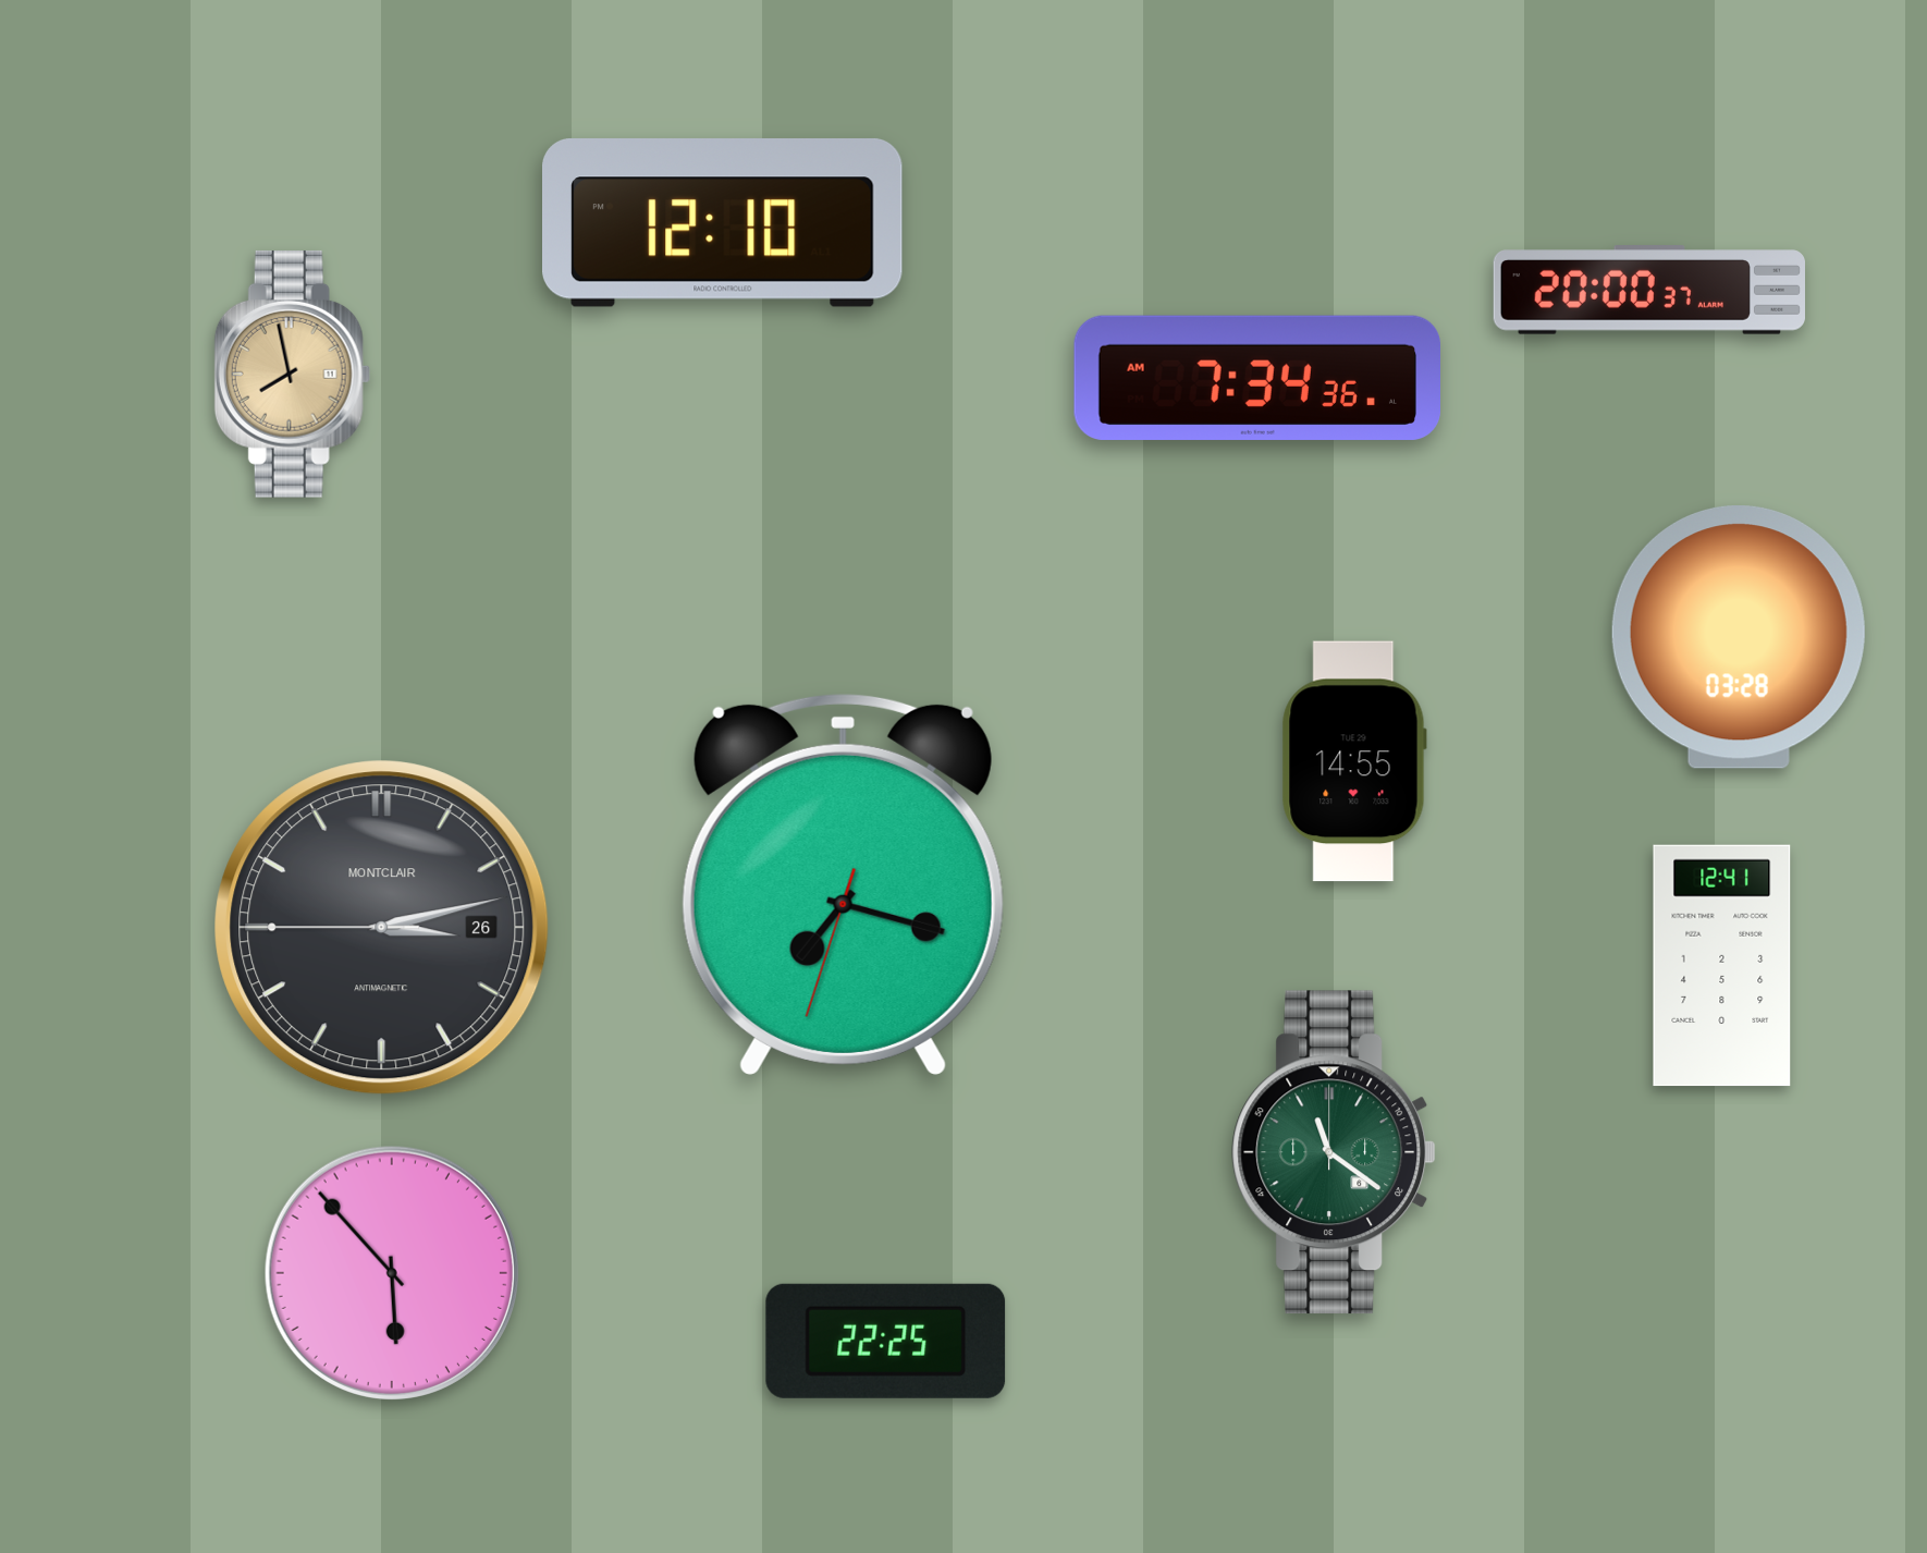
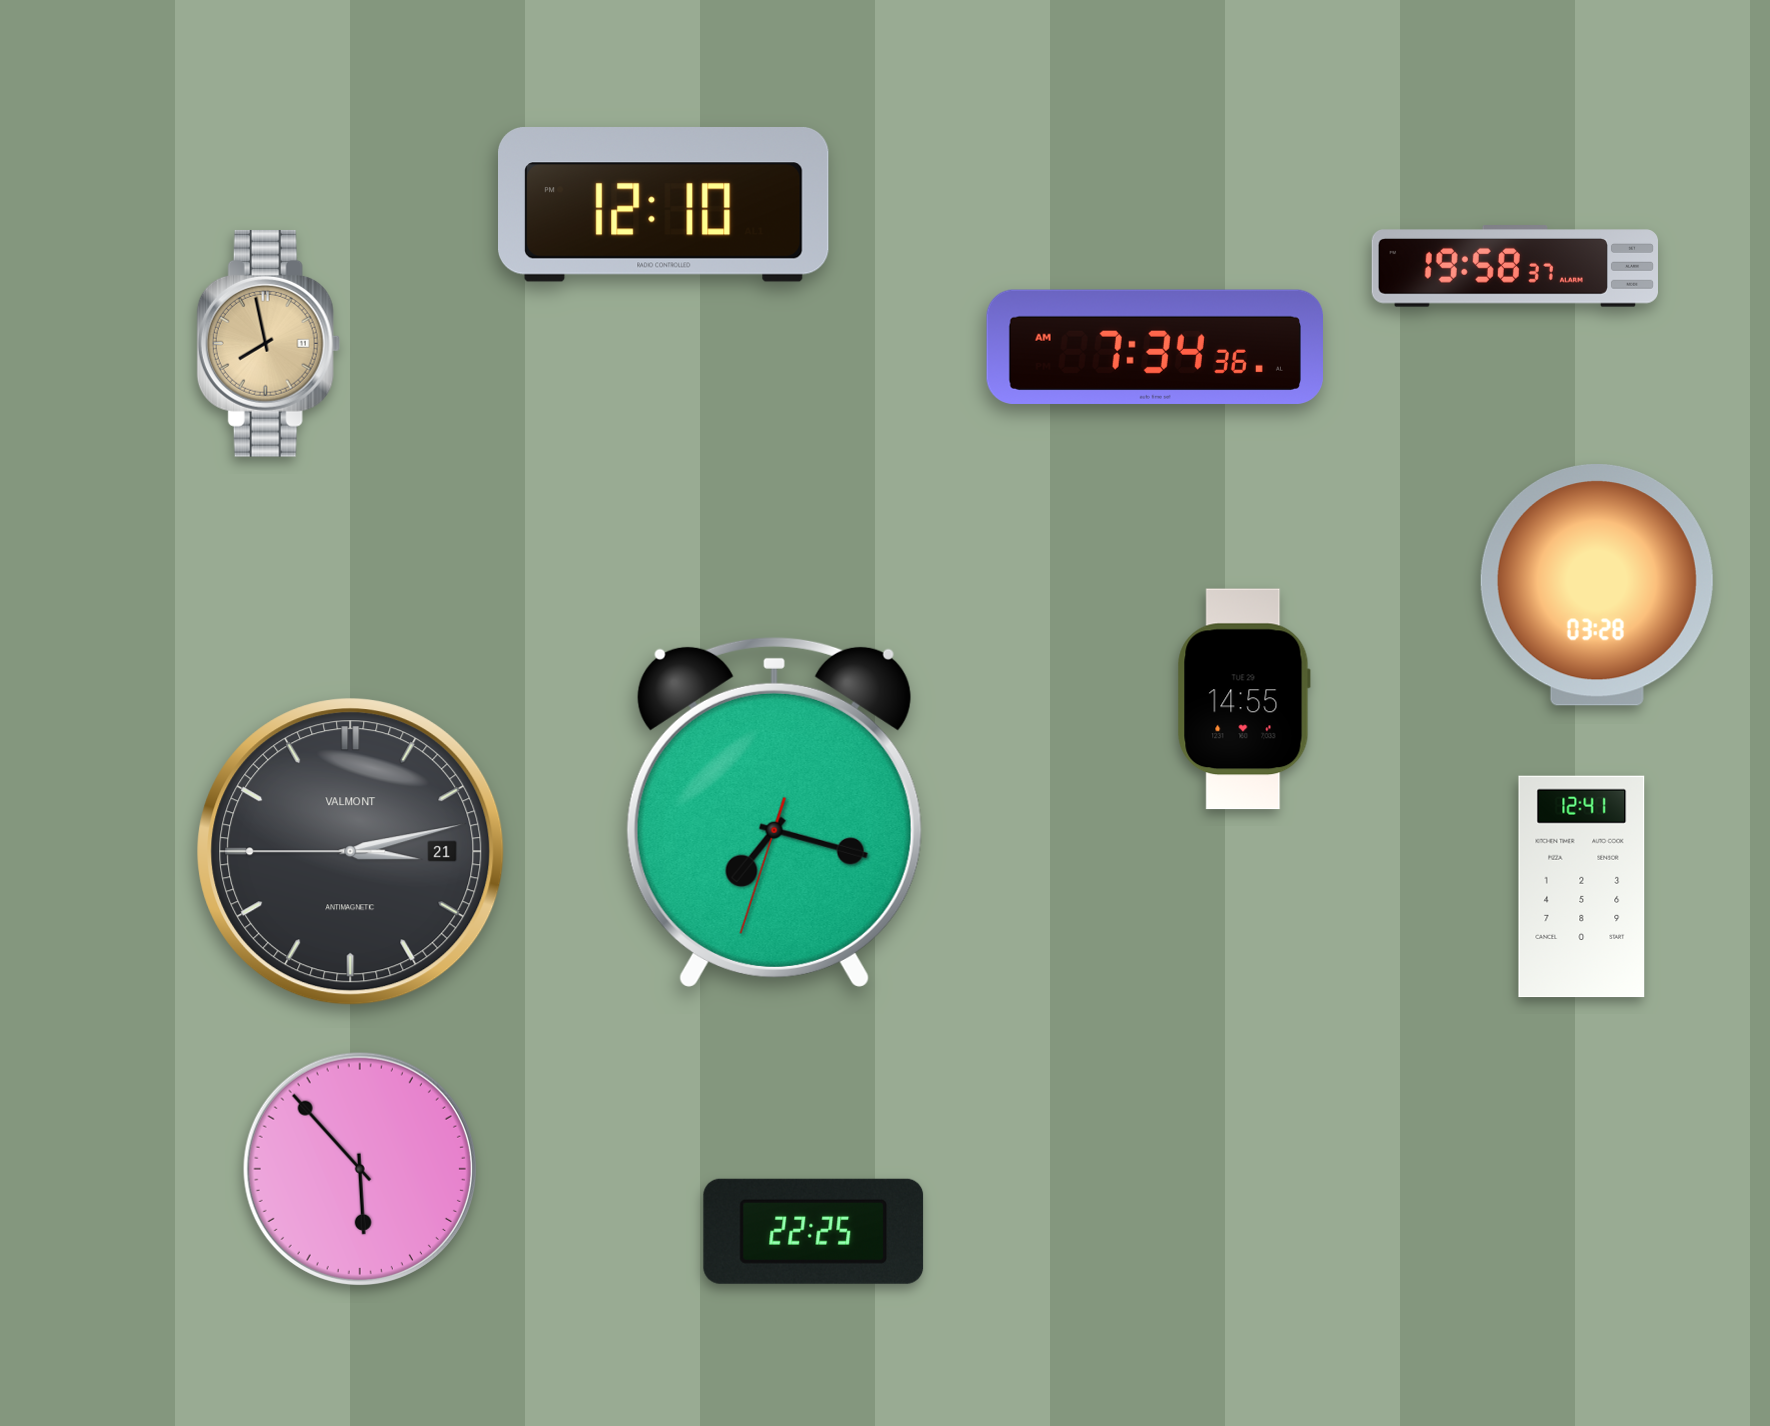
clock at (1648, 290): 20:00 -> 19:58
clock at (382, 928) date: 26 -> 21
clock at (382, 928) brand: MONTCLAIR -> VALMONT
clock at (1334, 1152): 11:21 -> none
